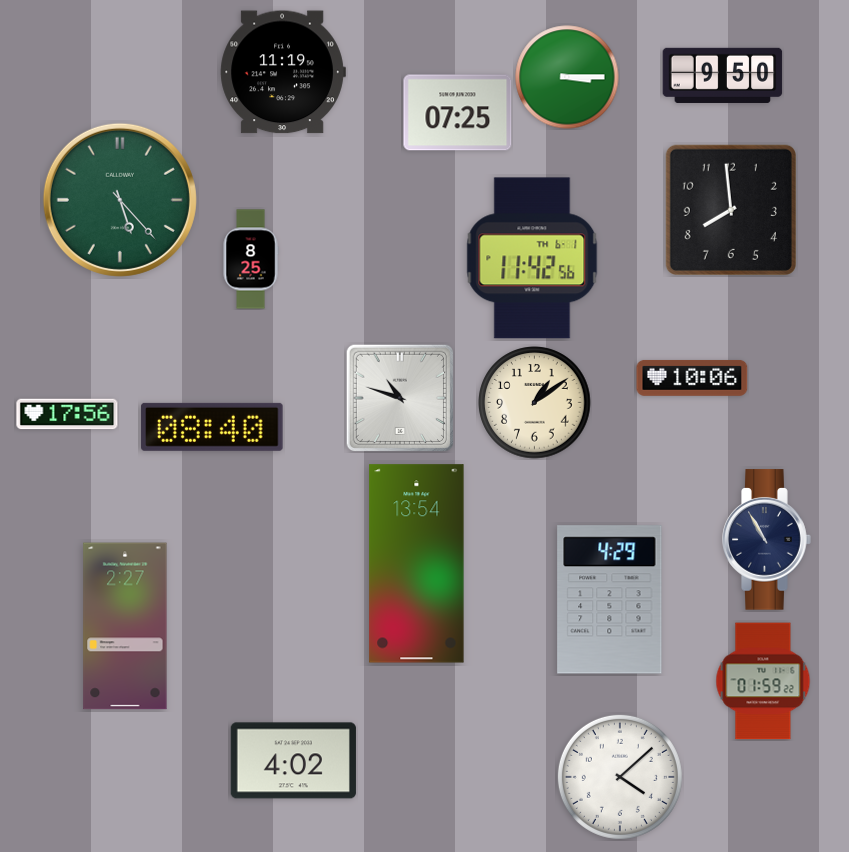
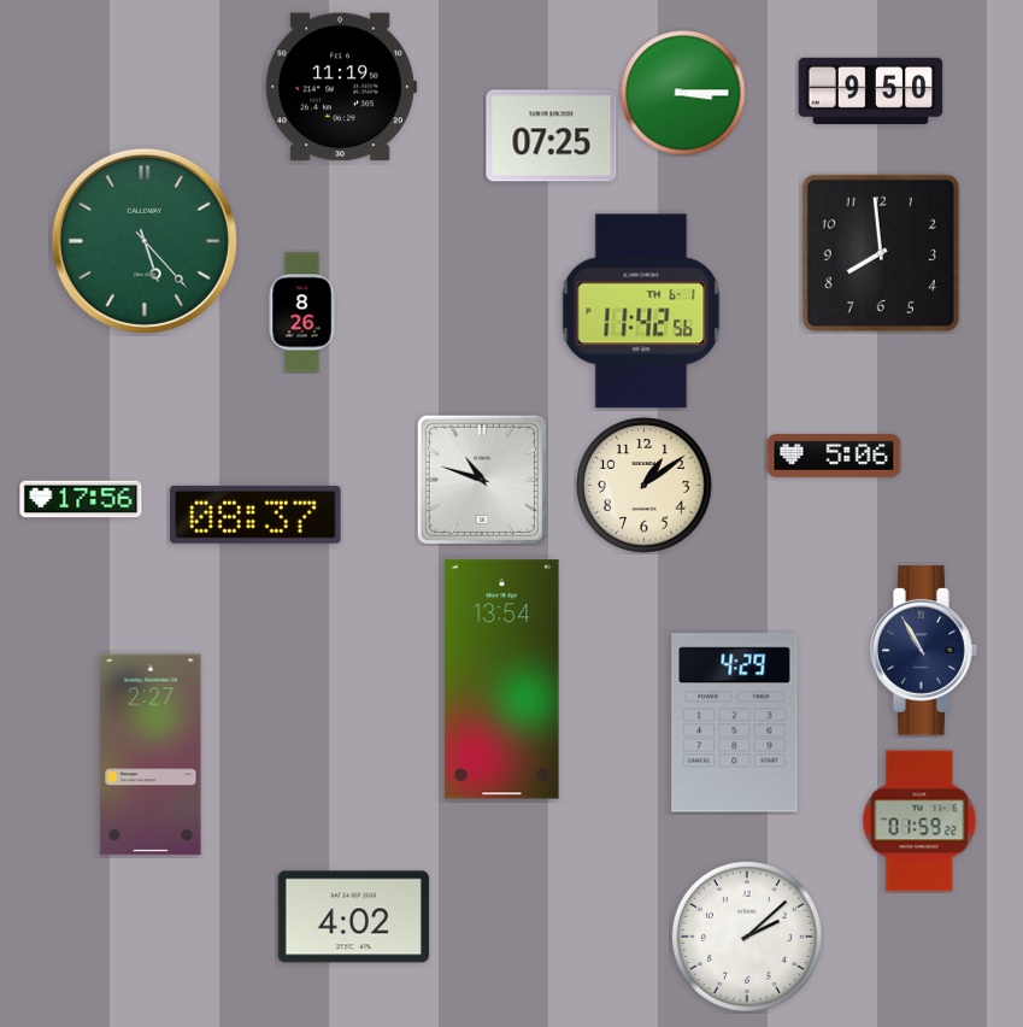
clock at (251, 259): 8:25 -> 8:26
clock at (692, 378): 10:06 -> 5:06
clock at (212, 427): 08:40 -> 08:37
clock at (620, 777): 4:08 -> 2:08
